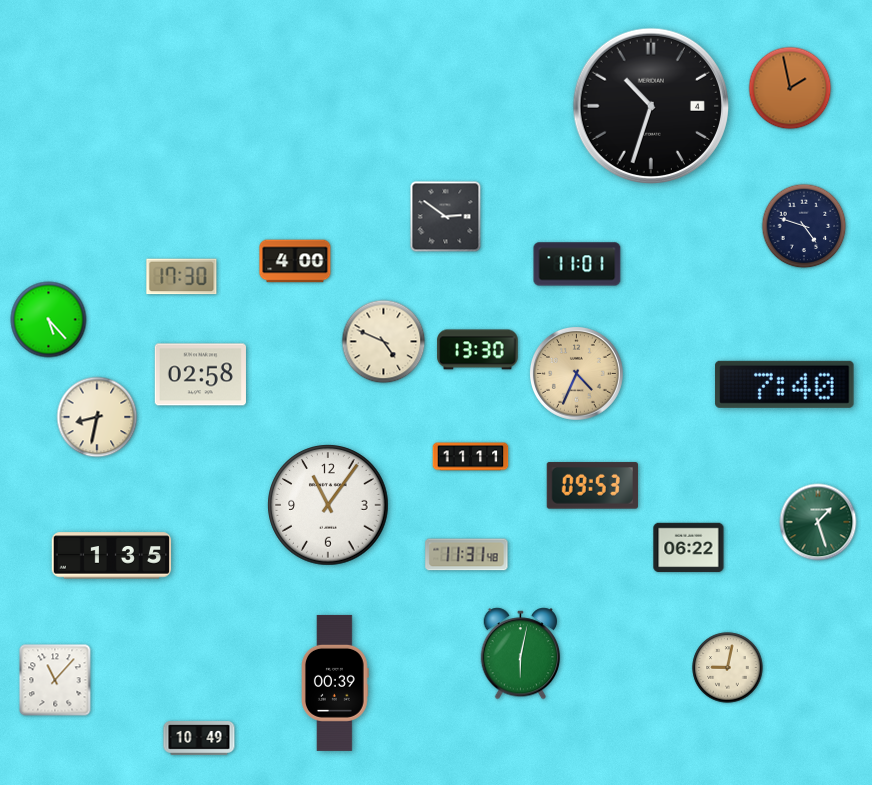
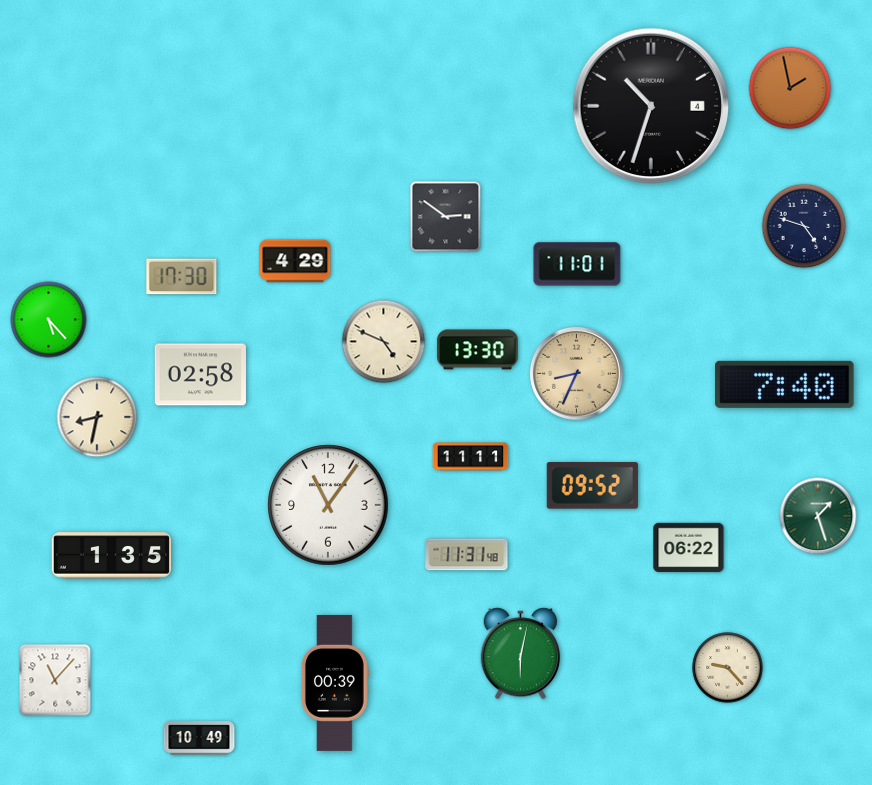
clock at (295, 261): 4:00 -> 4:29
clock at (576, 373): 4:34 -> 8:34
clock at (592, 486): 09:53 -> 09:52
clock at (818, 522) position: (818, 522) -> (818, 516)
clock at (728, 668): 9:02 -> 9:23
